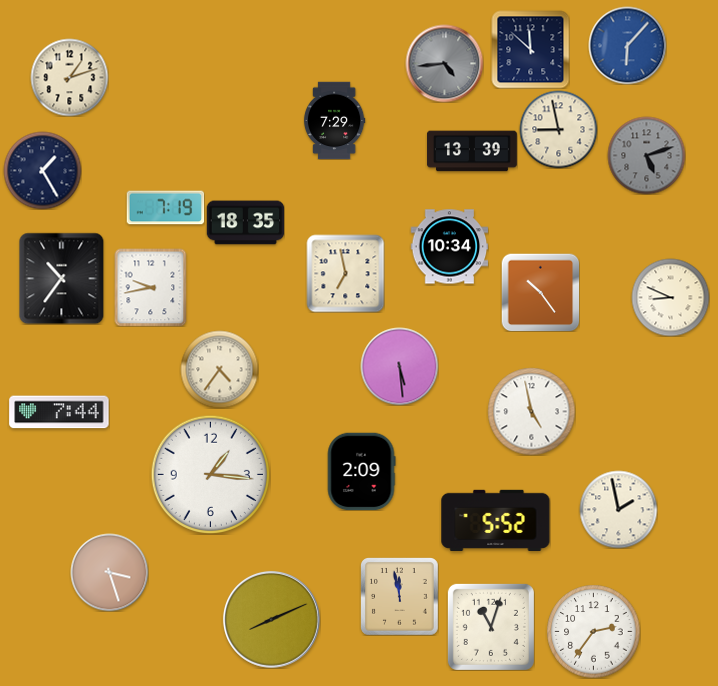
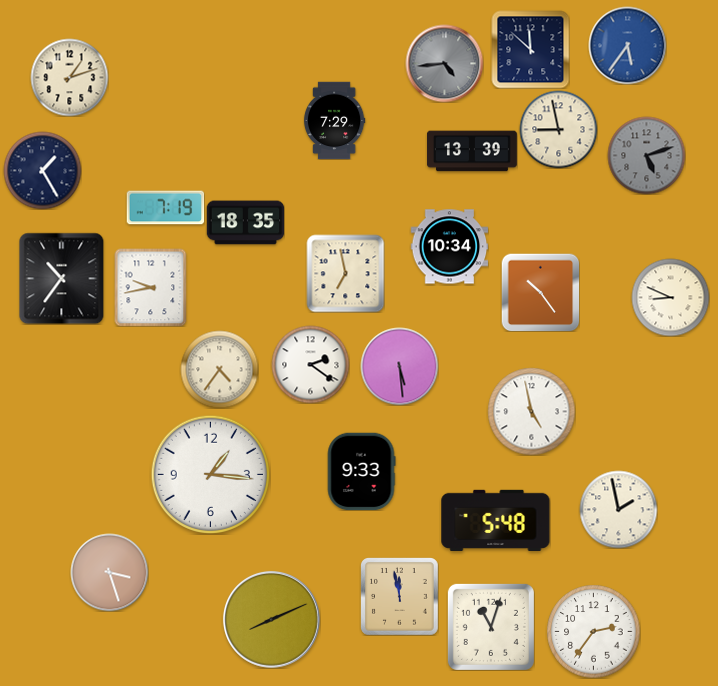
clock at (627, 45): 6:07 -> 5:36
clock at (310, 364): none -> 2:21
clock at (59, 412): 7:44 -> none
clock at (361, 471): 2:09 -> 9:33
clock at (496, 520): 5:52 -> 5:48
